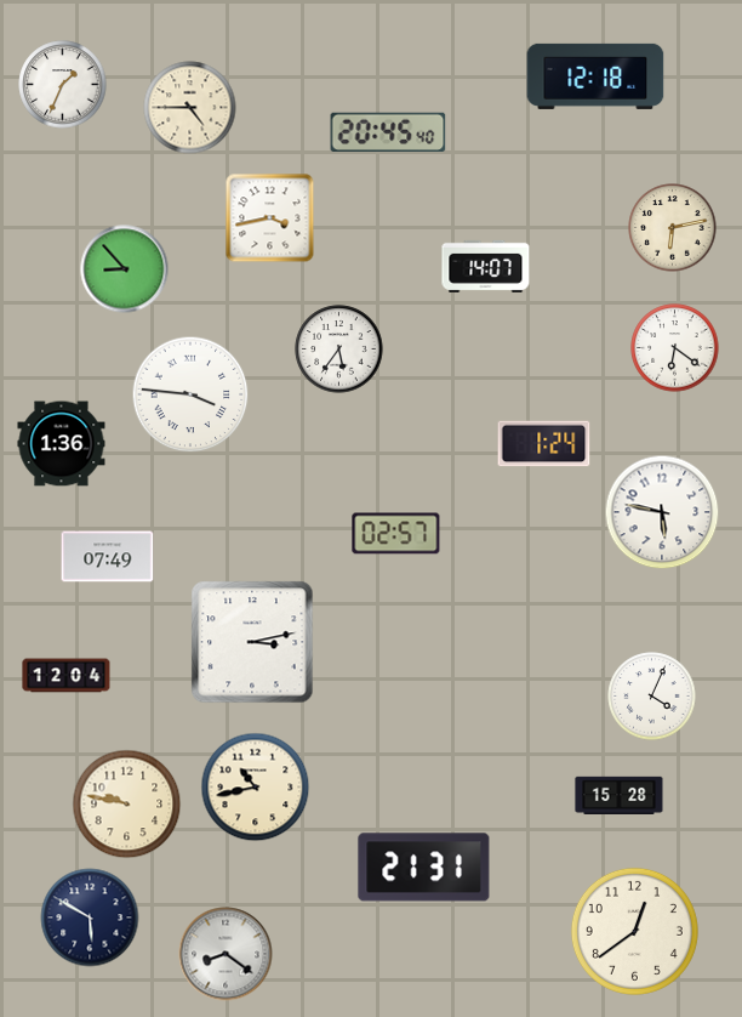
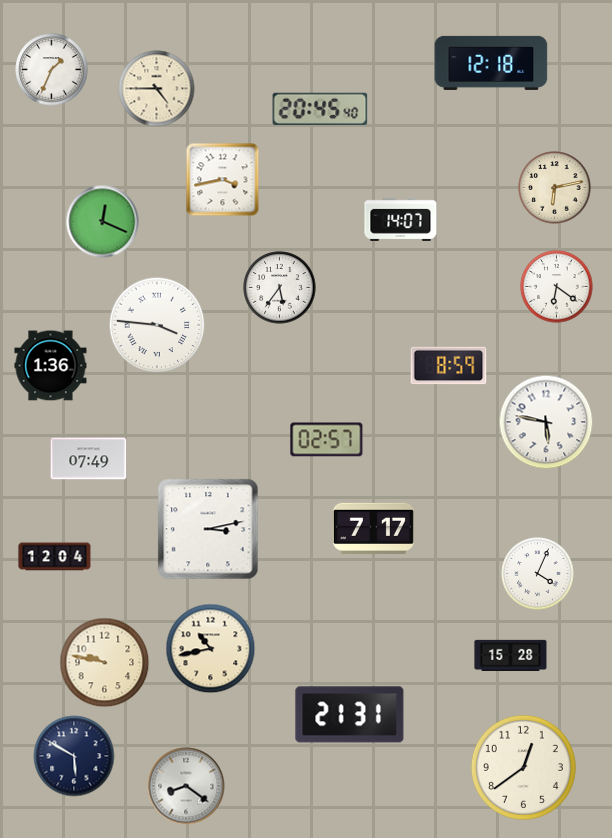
clock at (125, 269): 8:53 -> 12:19
clock at (544, 444): 1:24 -> 8:59
clock at (373, 528): none -> 7:17
